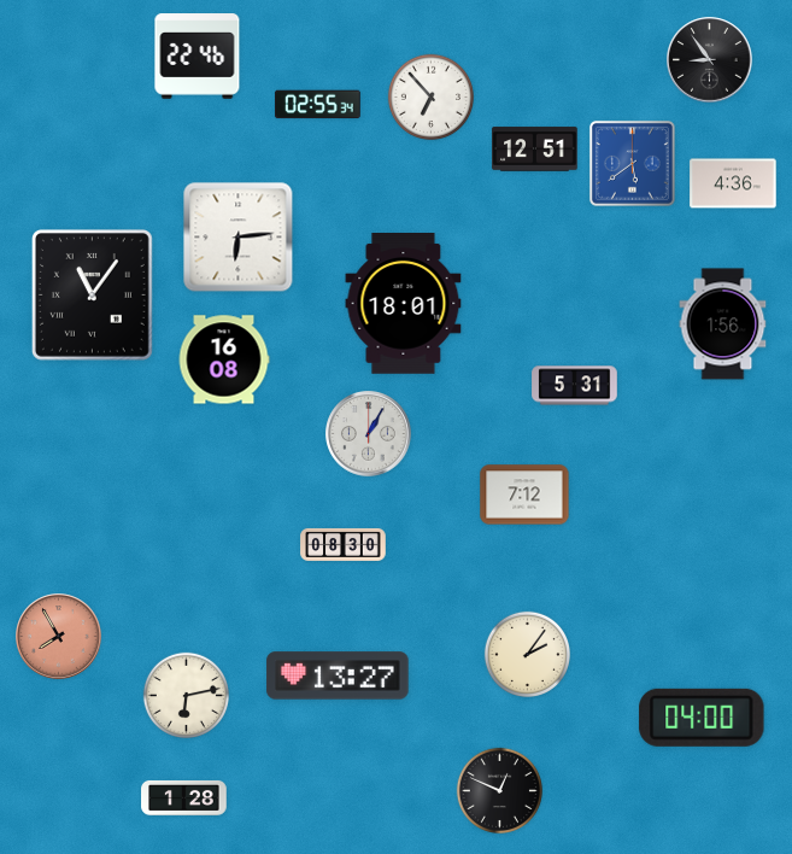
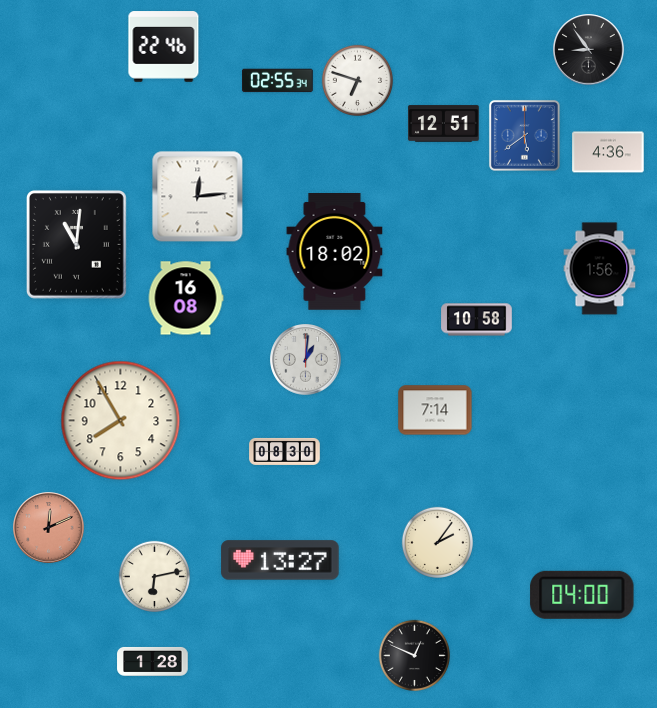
clock at (430, 96): 6:53 -> 6:48
clock at (318, 105) position: (318, 105) -> (278, 81)
clock at (239, 238): 6:14 -> 12:14
clock at (92, 294): 11:06 -> 11:01
clock at (404, 304): 18:01 -> 18:02
clock at (575, 386): 5:31 -> 10:58
clock at (369, 434): 1:05 -> 1:01
clock at (524, 495): 7:12 -> 7:14
clock at (121, 421): none -> 7:55
clock at (59, 637): 7:55 -> 12:11
